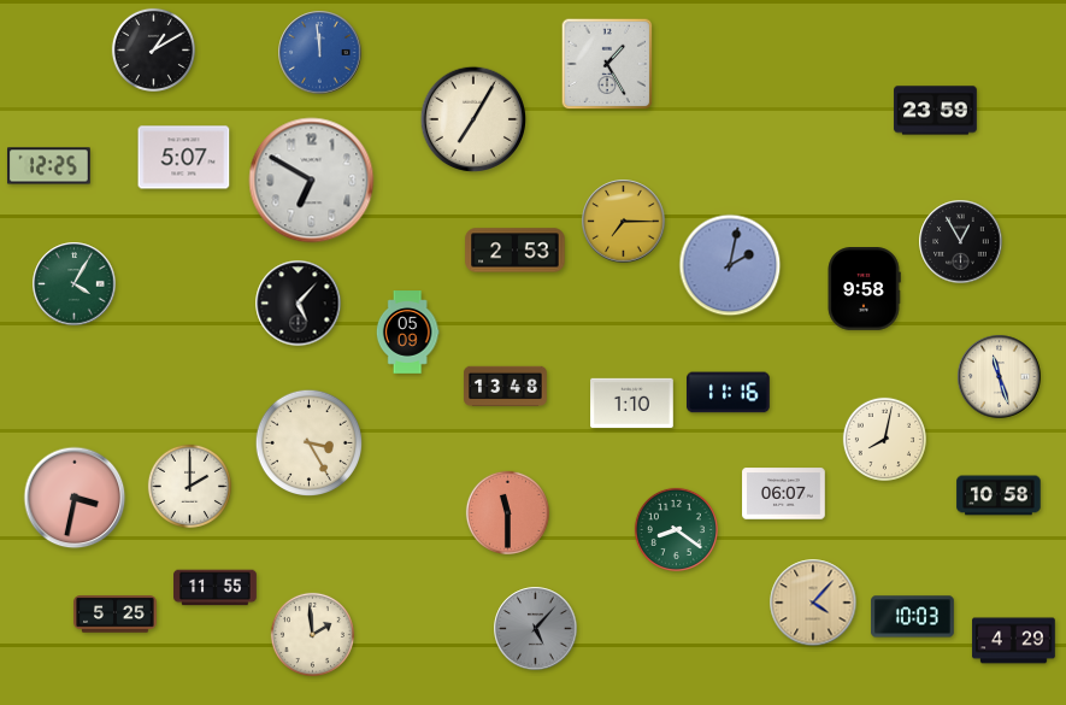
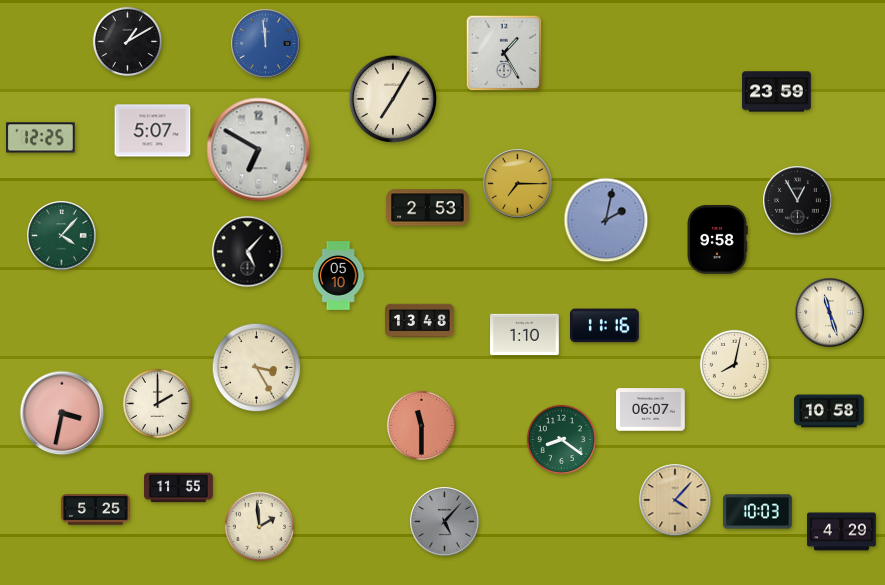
clock at (75, 284): 4:05 -> 4:07
clock at (407, 333): 05:09 -> 05:10
